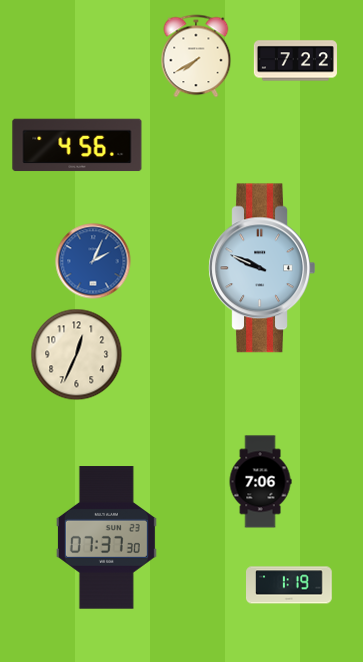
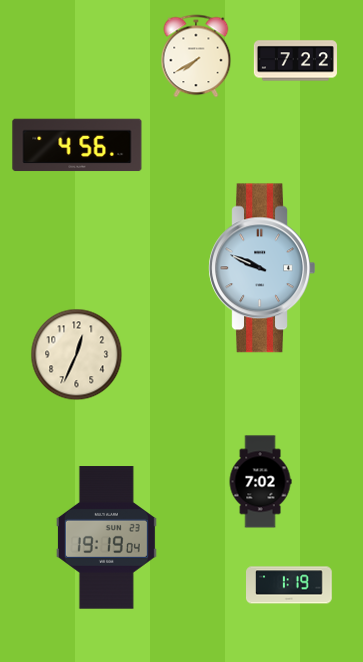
clock at (93, 261): 2:04 -> none
clock at (260, 482): 7:06 -> 7:02
clock at (106, 538): 07:37 -> 19:19
